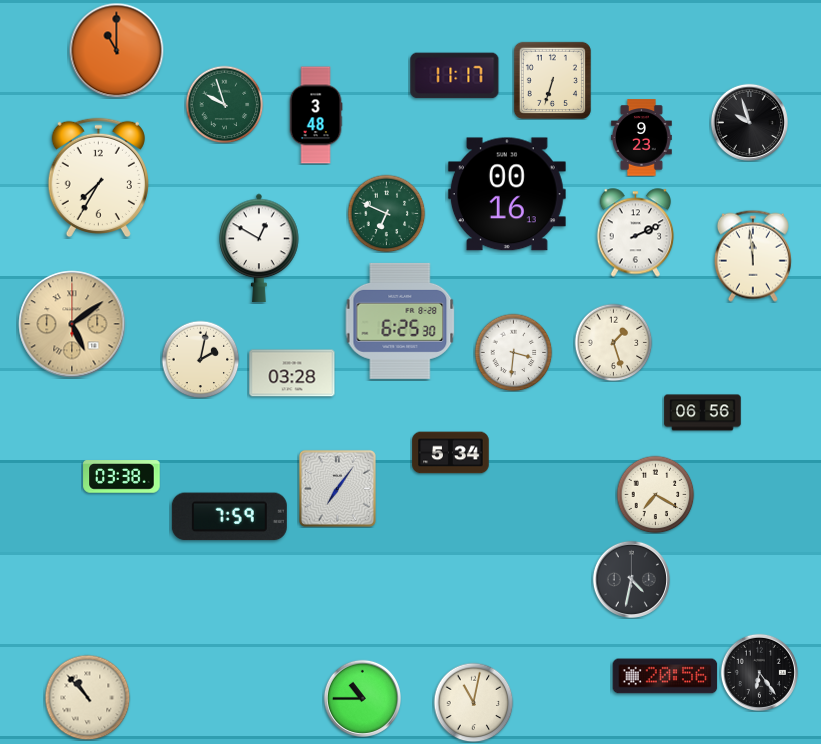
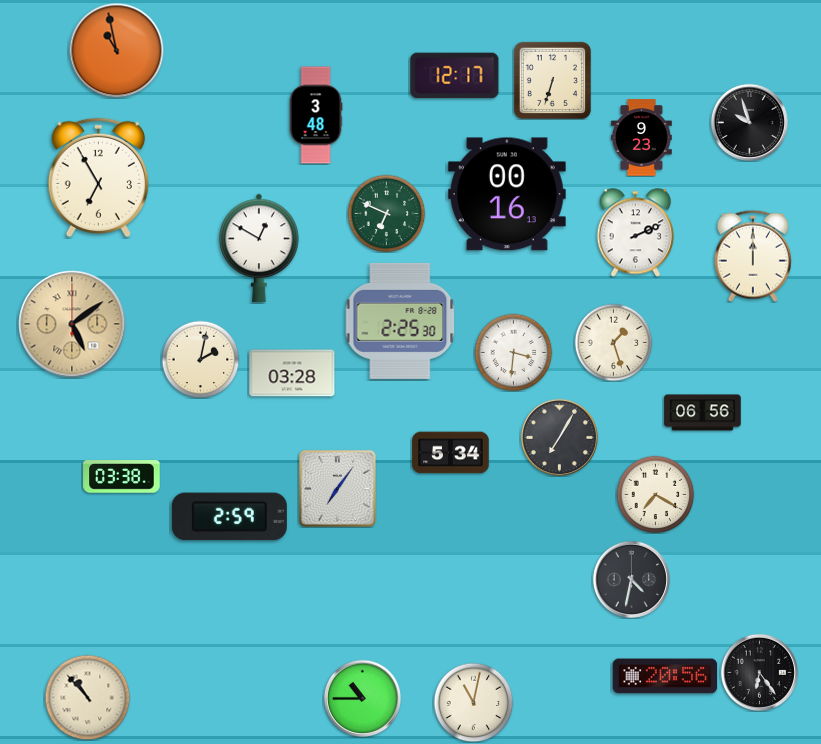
clock at (116, 50): 11:00 -> 10:58
clock at (455, 76): 11:17 -> 12:17
clock at (224, 104): 9:57 -> none
clock at (98, 178): 7:35 -> 6:55
clock at (753, 256): 11:59 -> 12:00
clock at (400, 321): 6:25 -> 2:25
clock at (559, 437): none -> 7:05
clock at (229, 517): 7:59 -> 2:59
